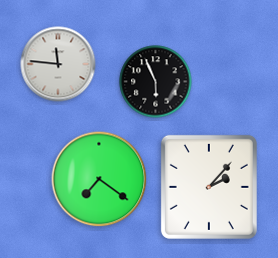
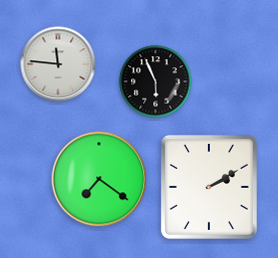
clock at (209, 187): 2:07 -> 2:10
